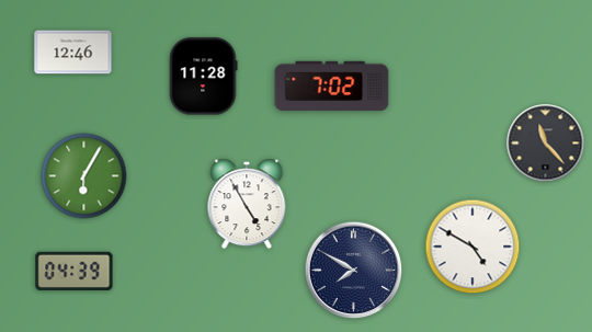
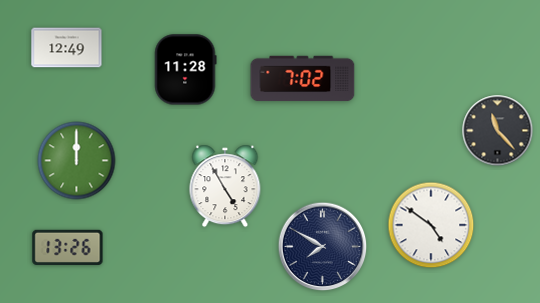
clock at (73, 53): 12:46 -> 12:49
clock at (84, 176): 6:05 -> 12:00
clock at (473, 247): 4:50 -> 4:51
clock at (75, 271): 04:39 -> 13:26
